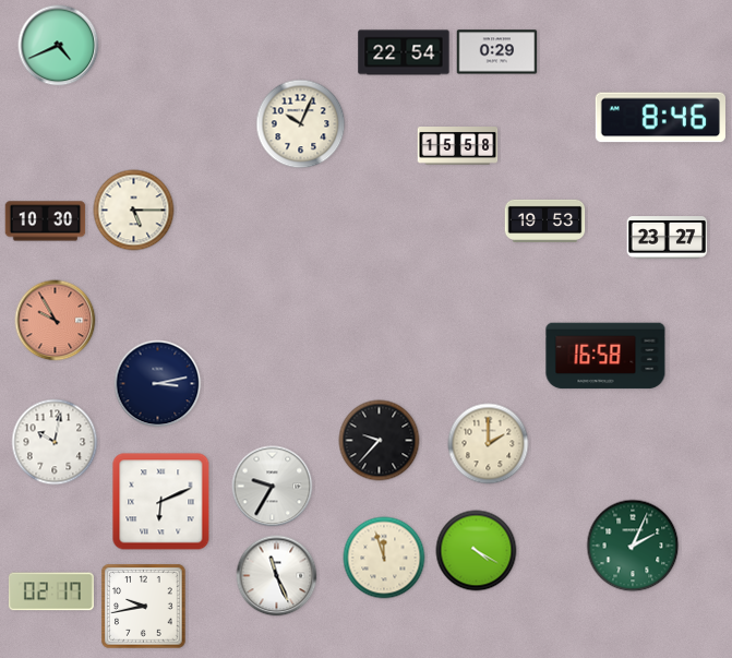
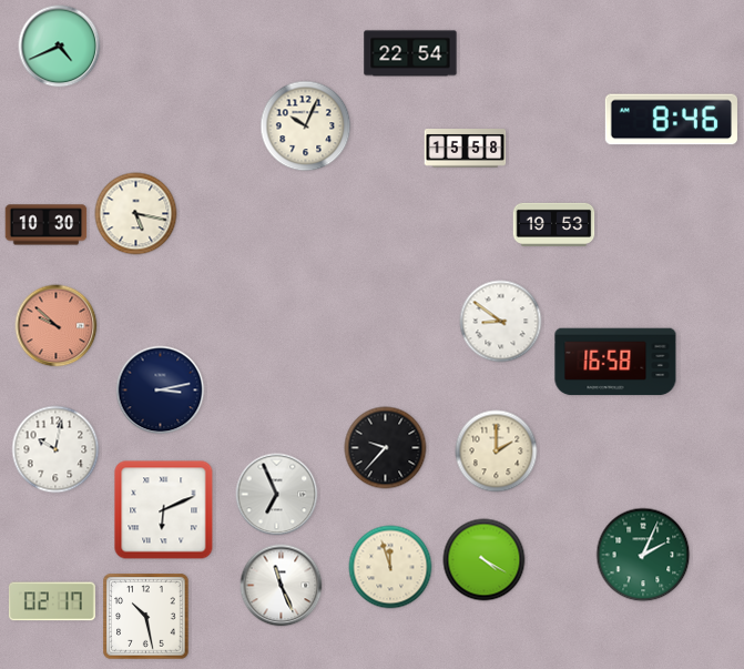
clock at (497, 52): 0:29 -> none
clock at (134, 211): 5:15 -> 5:17
clock at (668, 238): 23:27 -> none
clock at (501, 322): none -> 8:51
clock at (56, 321): 9:55 -> 9:52
clock at (273, 487): 9:35 -> 6:56
clock at (144, 607): 9:43 -> 10:28
